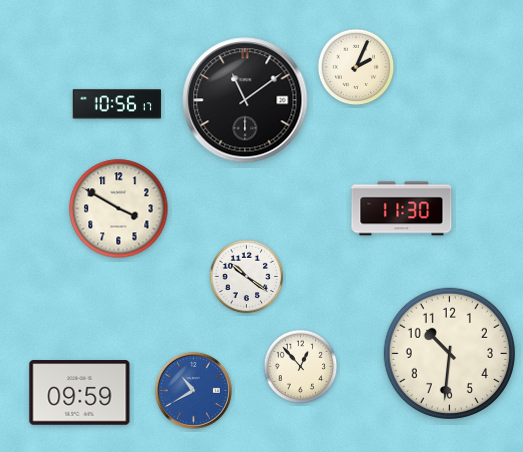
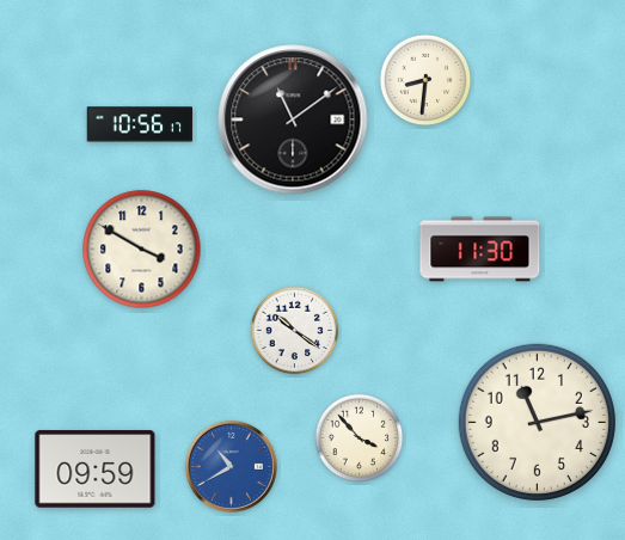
clock at (356, 67): 2:04 -> 8:31
clock at (449, 353): 10:31 -> 11:13
clock at (301, 367): 12:53 -> 3:53
